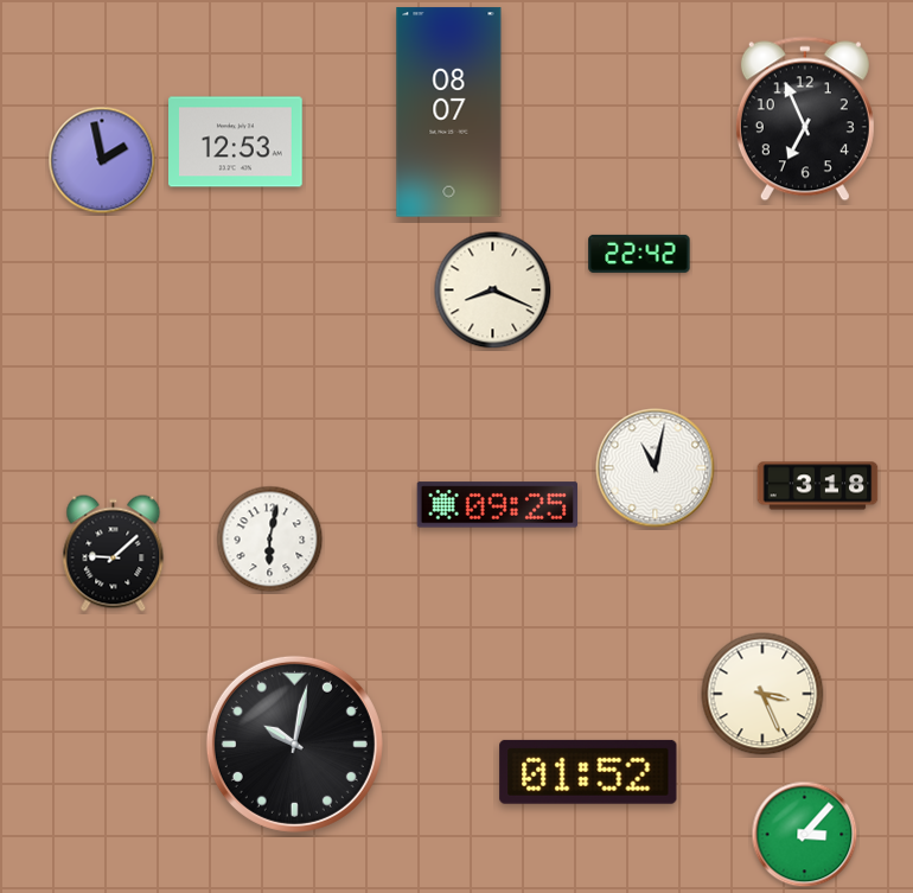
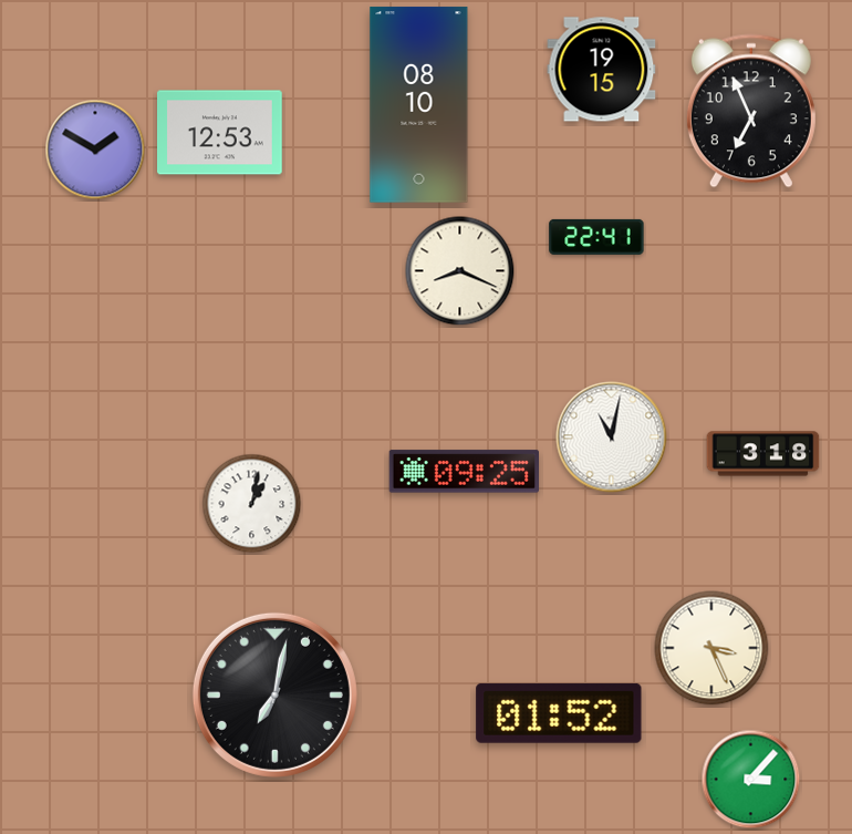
clock at (602, 70): none -> 19:15
clock at (449, 113): 08:07 -> 08:10
clock at (102, 160): 1:58 -> 1:50
clock at (639, 254): 22:42 -> 22:41
clock at (270, 540): 6:02 -> 1:02
clock at (114, 554): 9:08 -> none
clock at (294, 744): 10:02 -> 7:02
clock at (588, 772) position: (588, 772) -> (559, 713)
